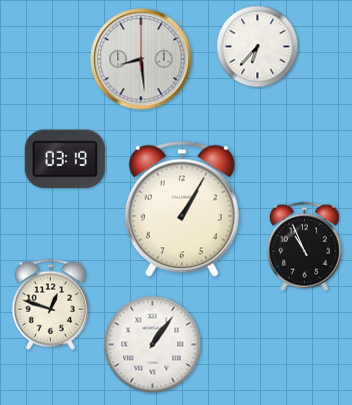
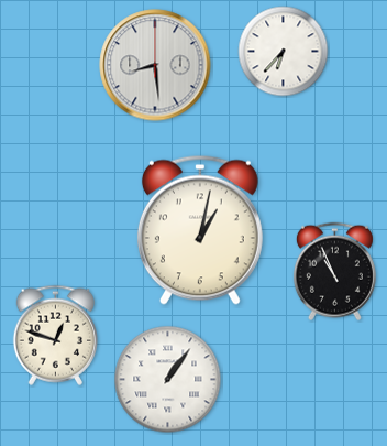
clock at (65, 159): 03:19 -> none
clock at (182, 209): 1:05 -> 1:02
